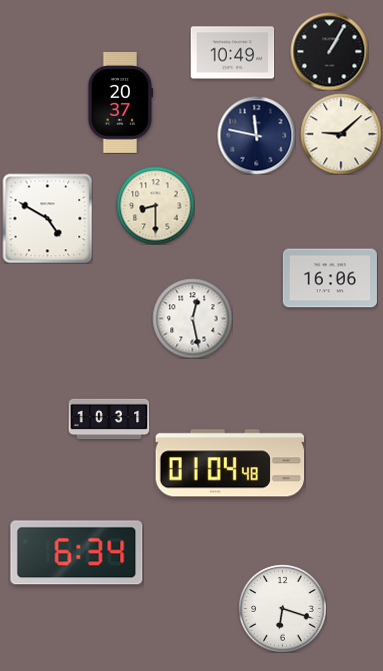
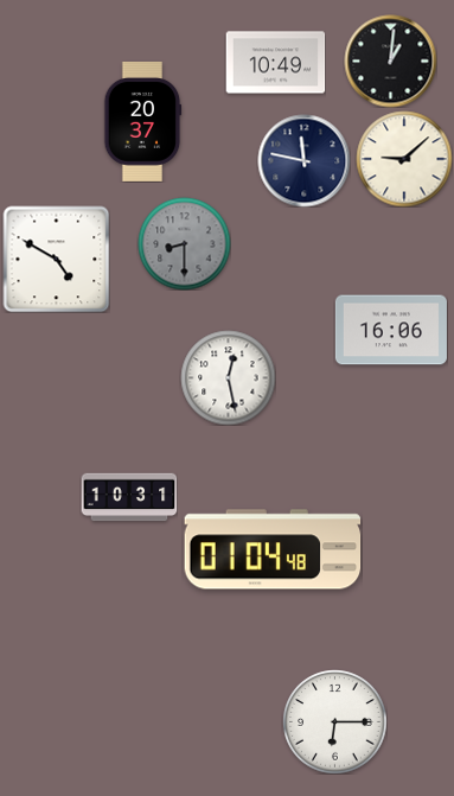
clock at (329, 51): 1:05 -> 1:01
clock at (155, 205) dial: cream -> grey
clock at (77, 553): 6:34 -> none
clock at (282, 608): 6:18 -> 6:15
